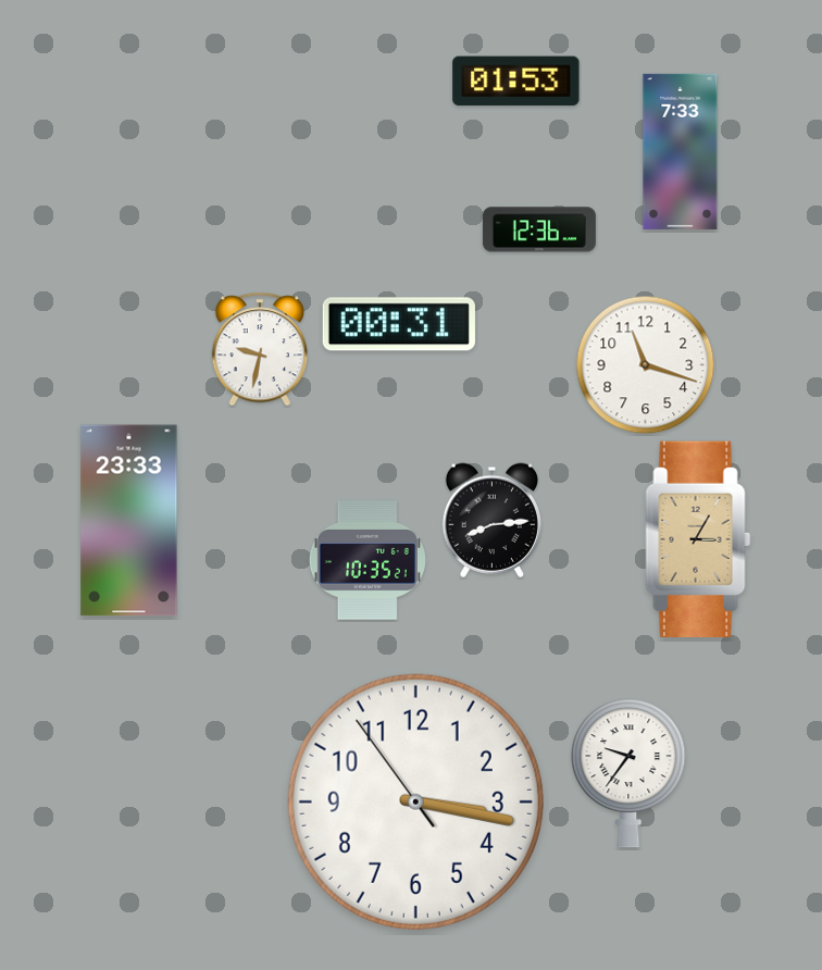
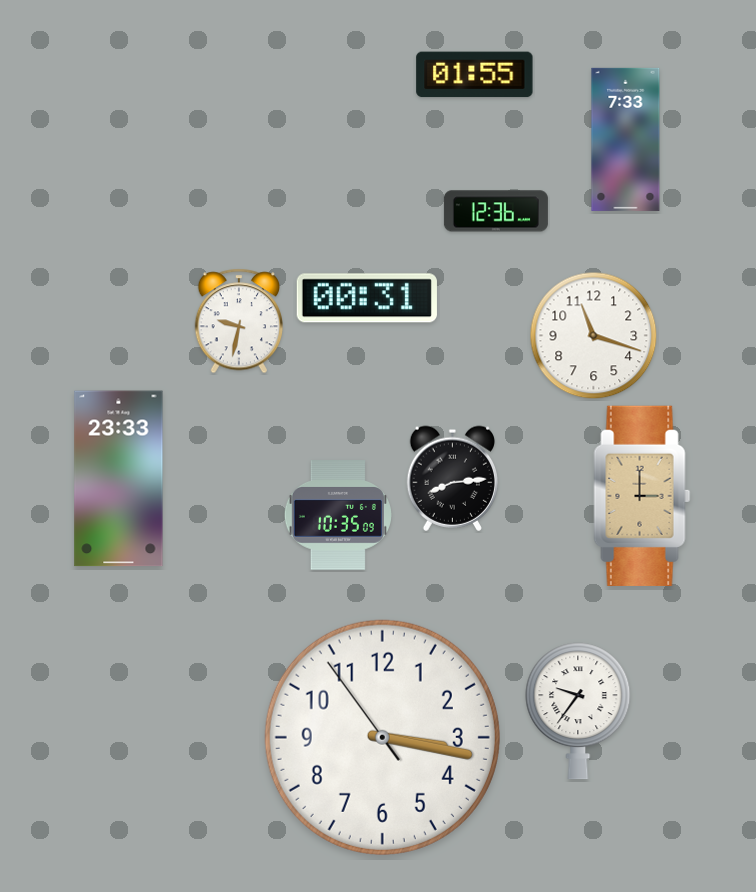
clock at (516, 82): 01:53 -> 01:55
clock at (698, 539): 3:05 -> 3:00
clock at (368, 560): 10:35:21 -> 10:35:09
